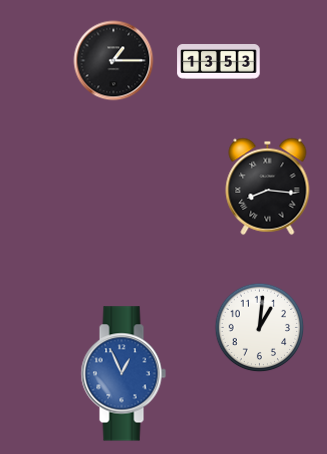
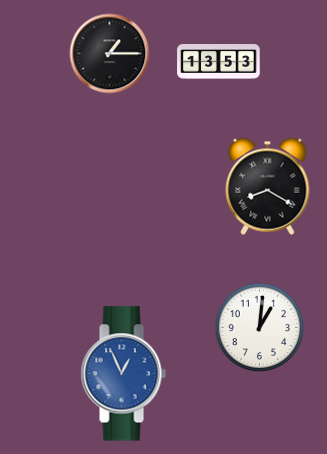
clock at (114, 61) position: (114, 61) -> (110, 54)
clock at (268, 186): 8:16 -> 8:20
